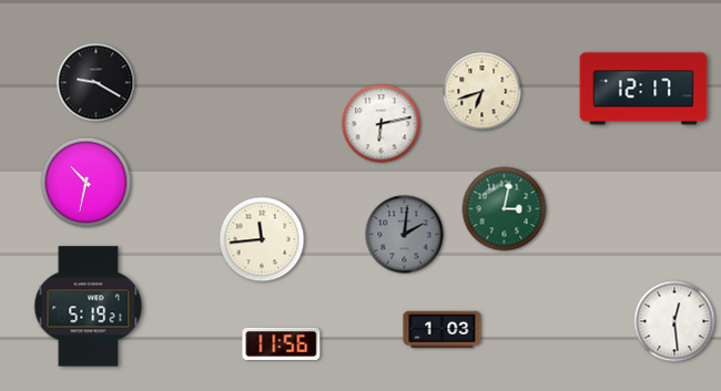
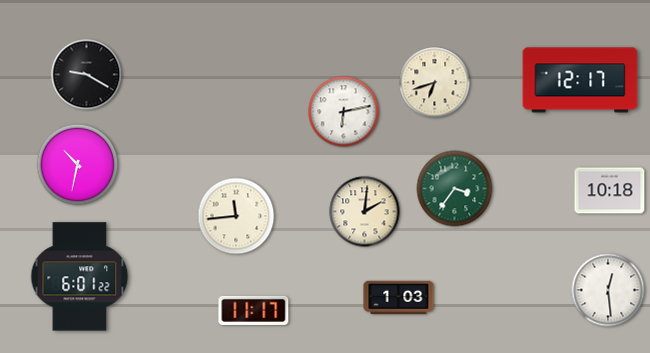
clock at (505, 209): 3:02 -> 3:36
clock at (610, 191): none -> 10:18
clock at (405, 235) dial: grey -> cream
clock at (89, 307): 5:19 -> 6:01
clock at (282, 343): 11:56 -> 11:17
